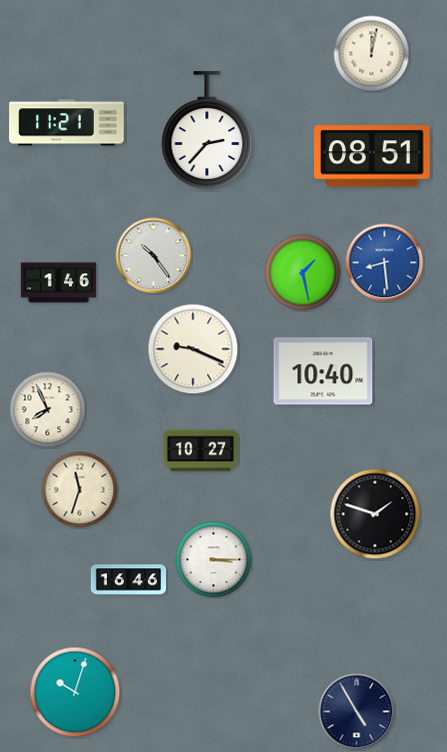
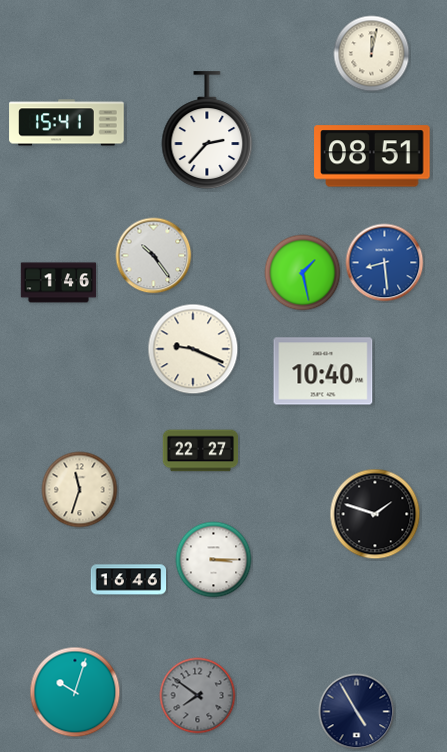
clock at (67, 123): 11:21 -> 15:41
clock at (48, 410): 7:56 -> none
clock at (201, 451): 10:27 -> 22:27
clock at (198, 696): none -> 7:51
